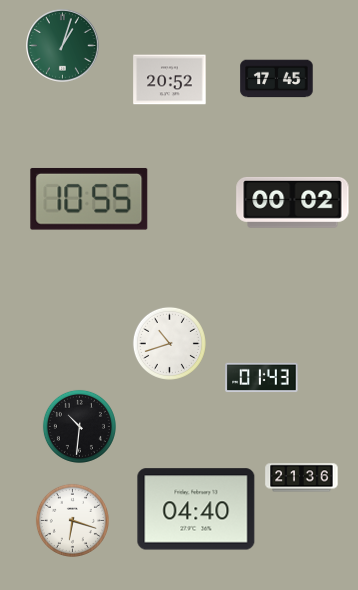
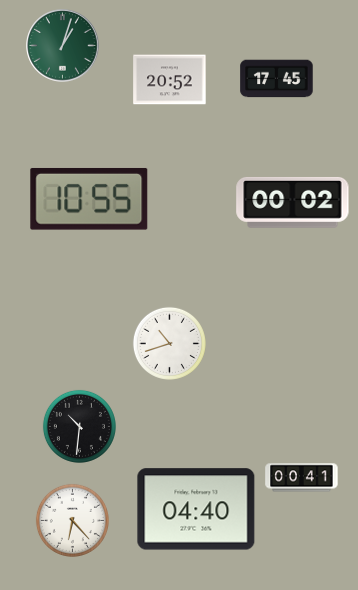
clock at (262, 378): 01:43 -> none
clock at (302, 478): 21:36 -> 00:41
clock at (72, 520): 6:18 -> 6:23
